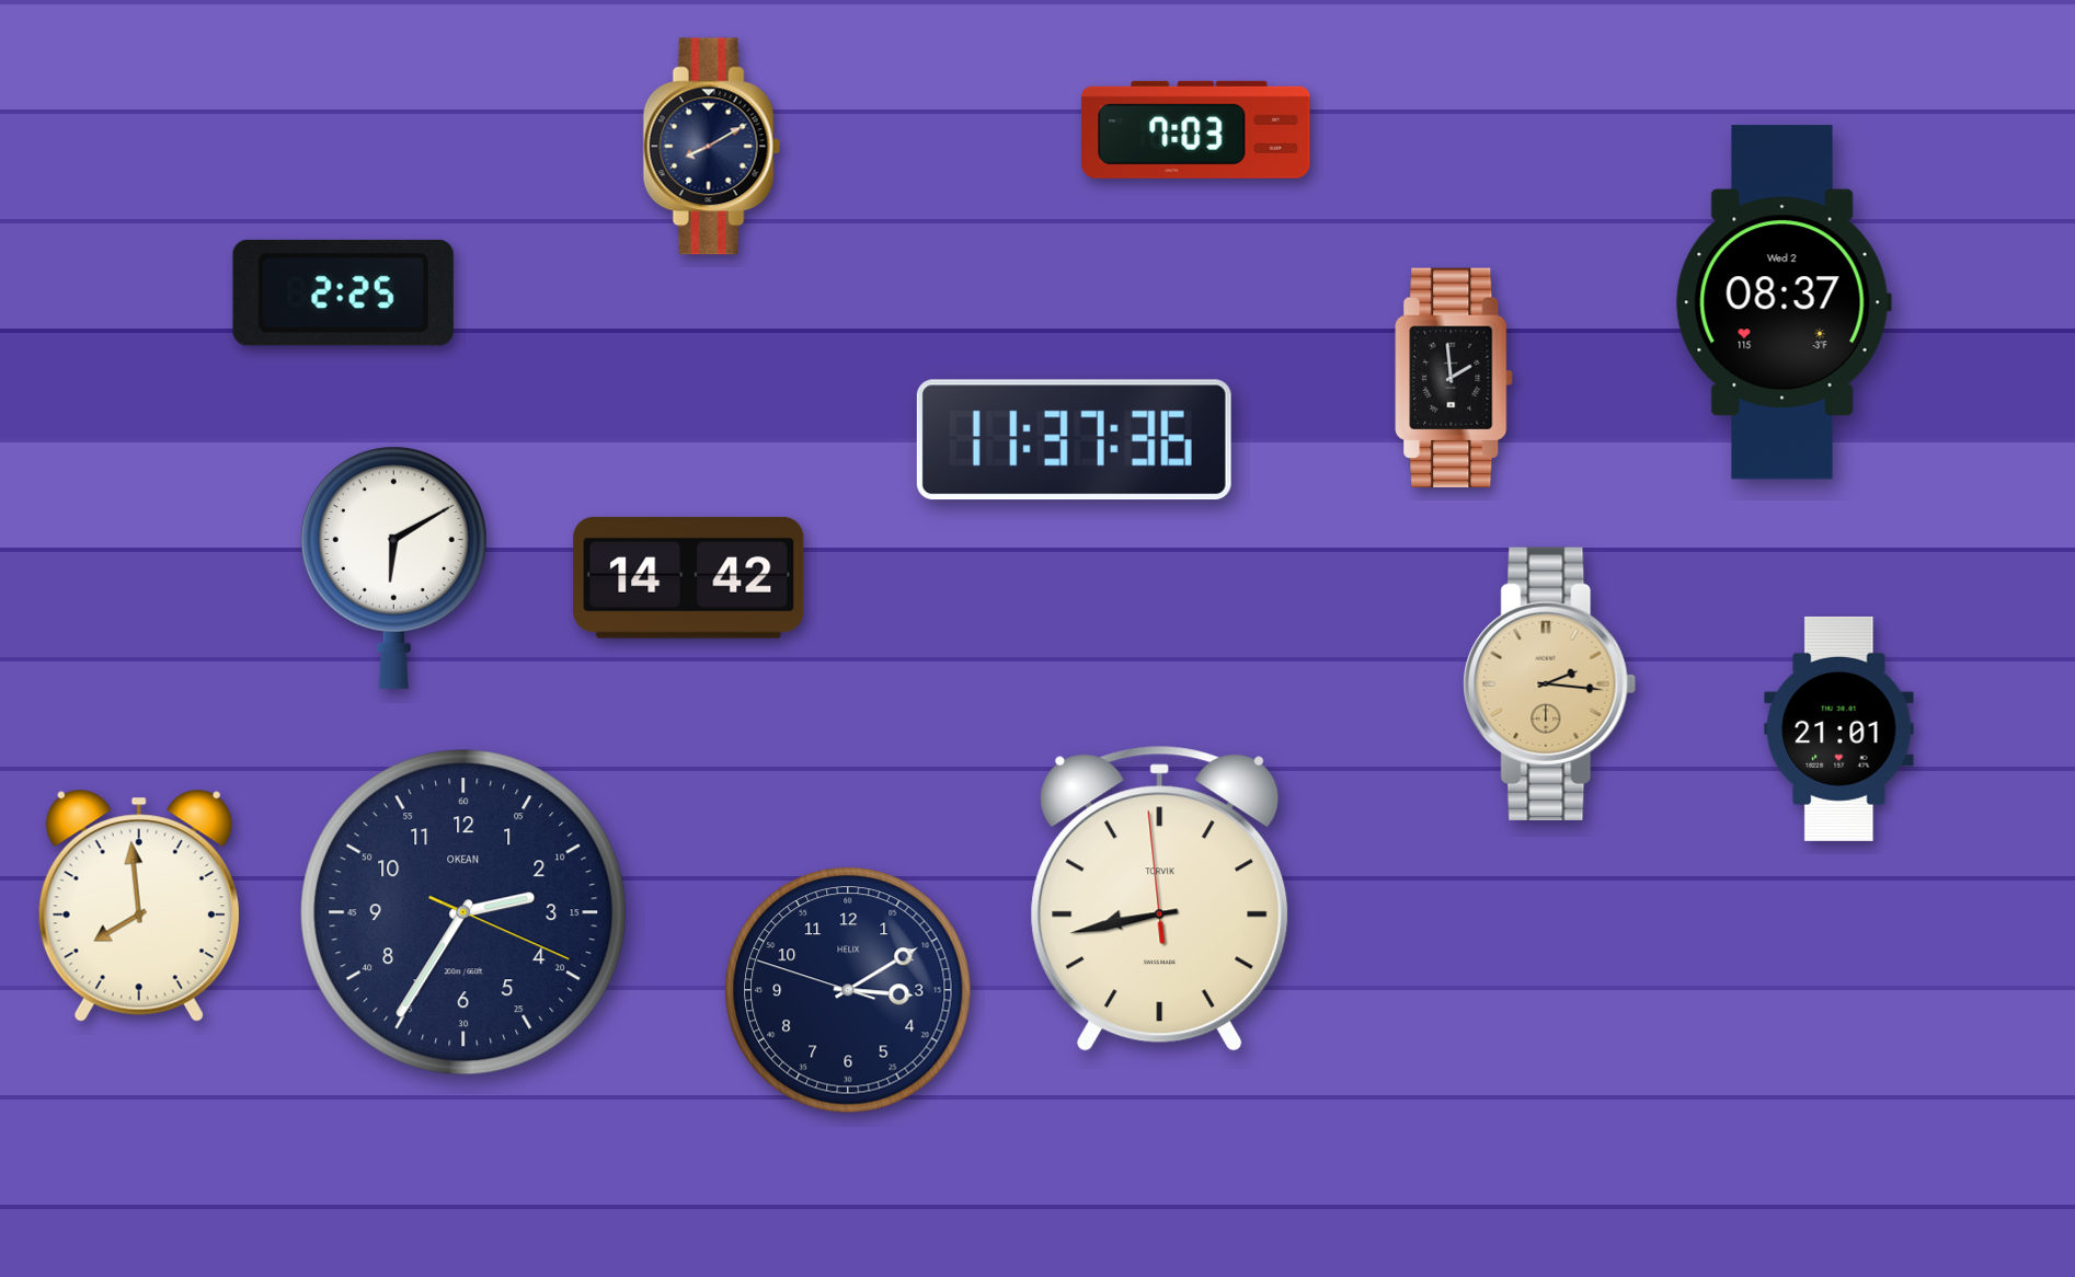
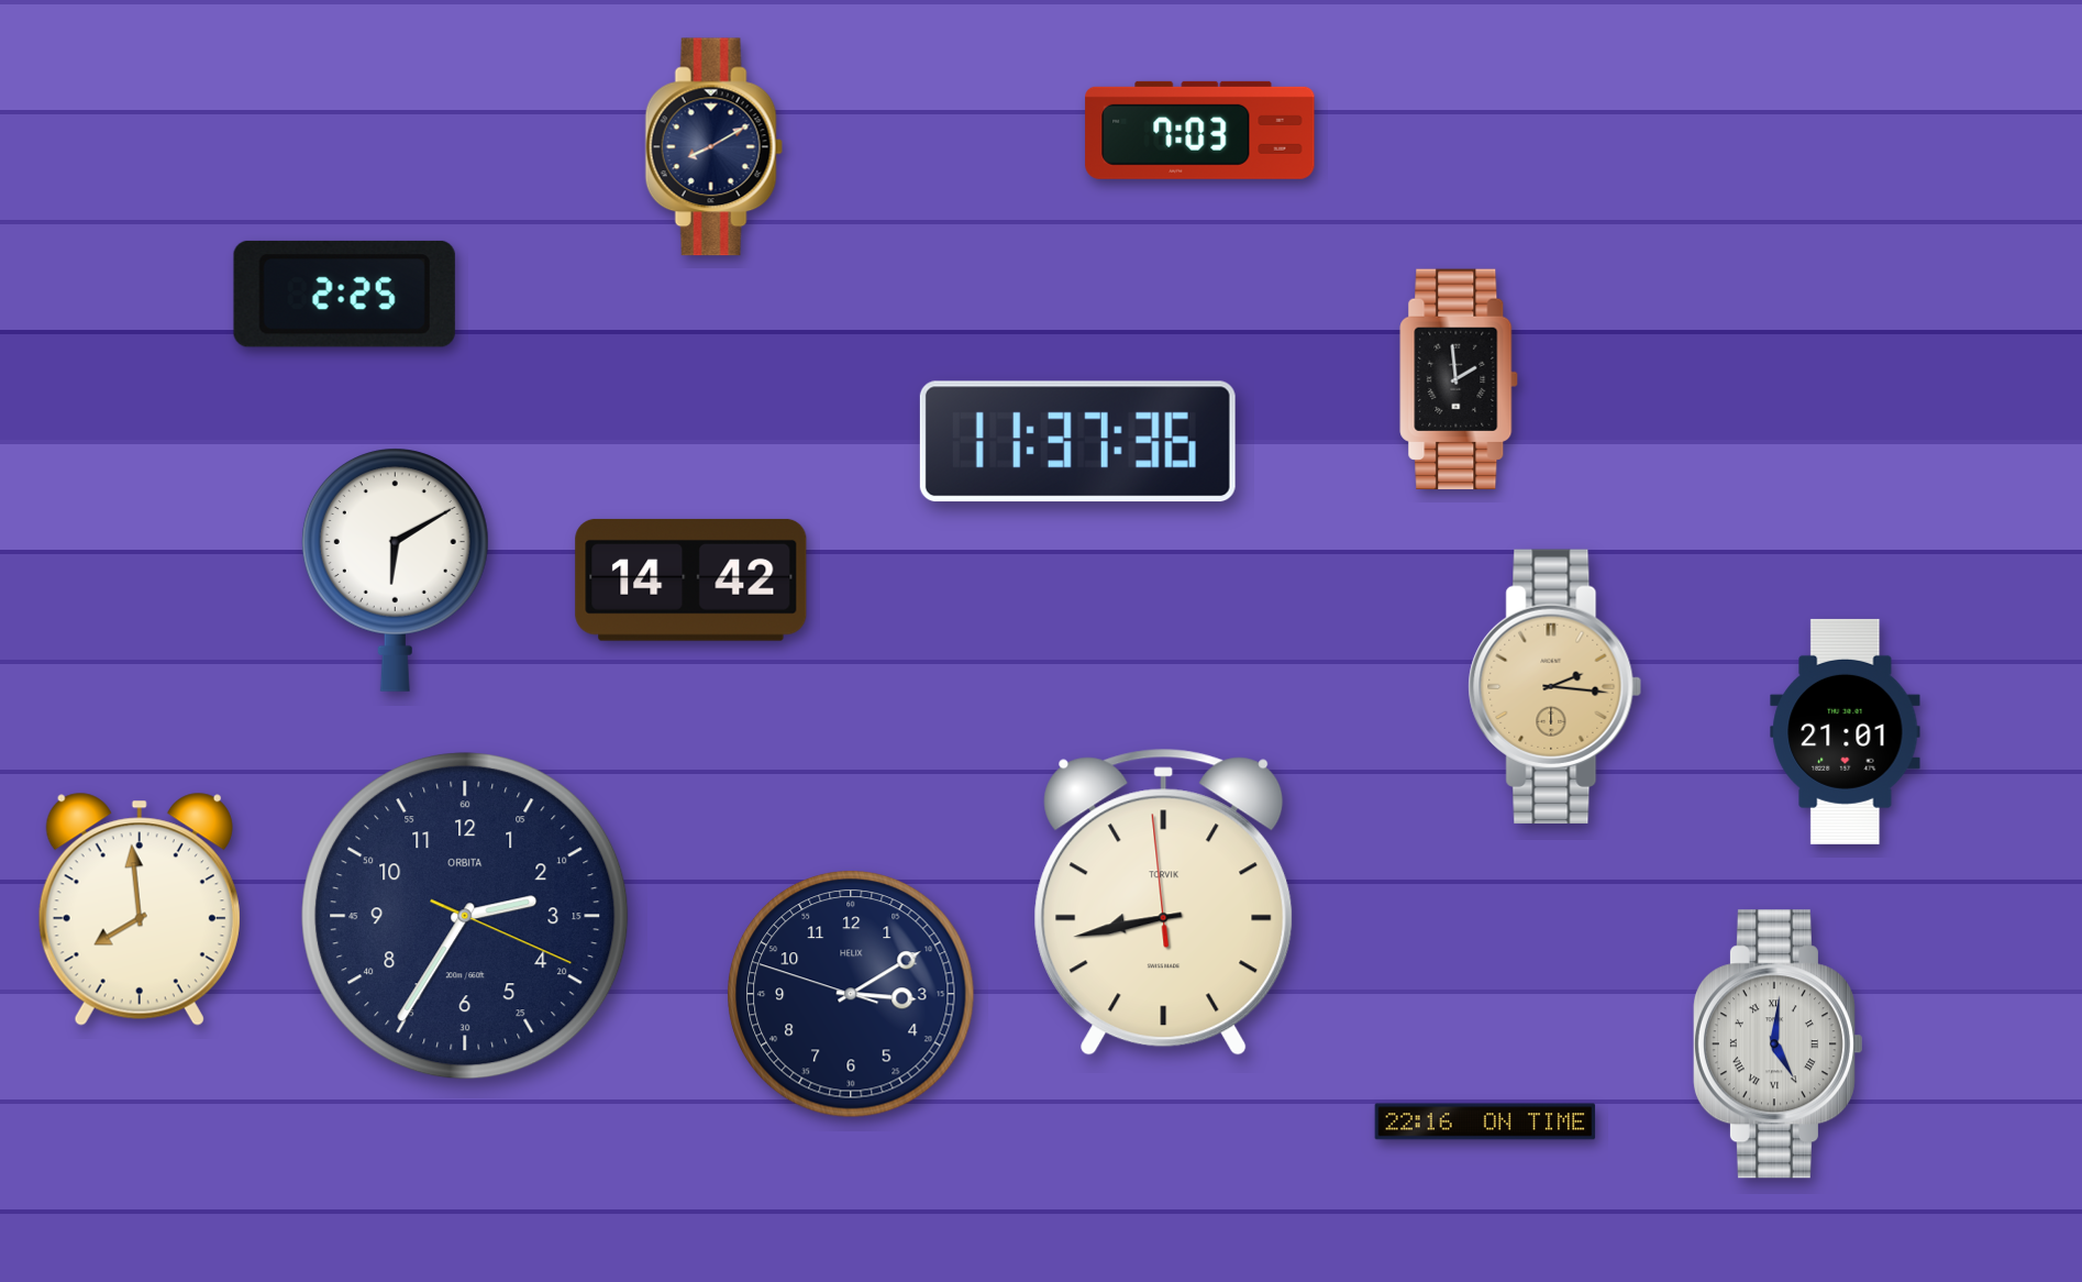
clock at (1784, 302): 08:37 -> none
clock at (463, 912) brand: OKEAN -> ORBITA
clock at (1778, 1045): none -> 5:01
clock at (1485, 1121): none -> 22:16
